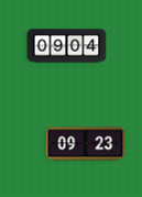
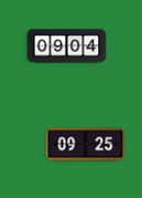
clock at (86, 144): 09:23 -> 09:25
